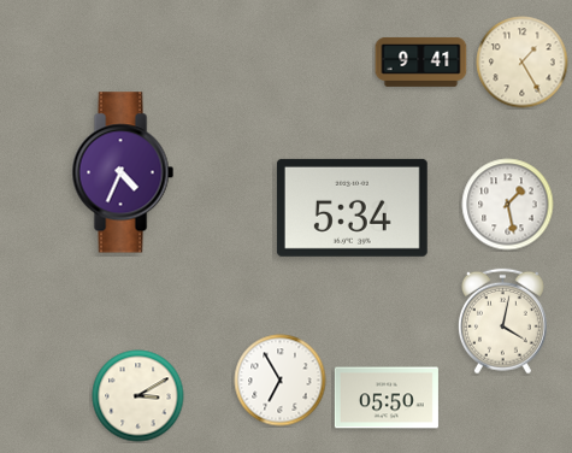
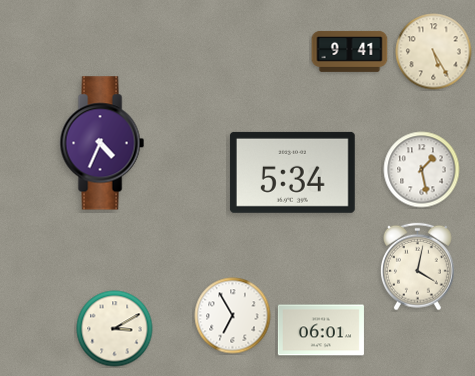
clock at (523, 63): 1:25 -> 5:25
clock at (387, 398): 05:50 -> 06:01
